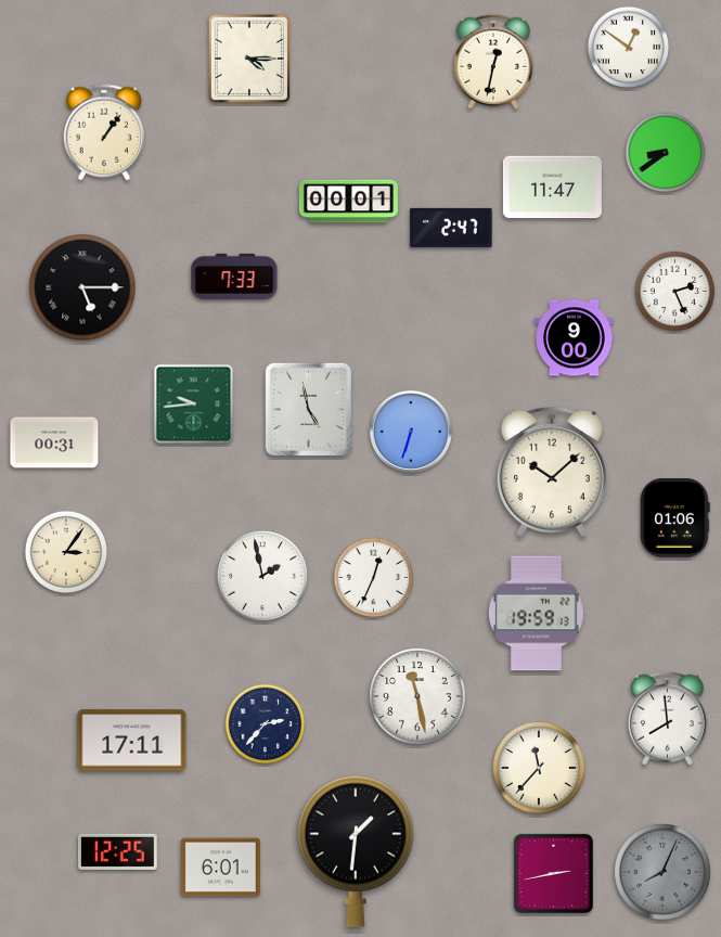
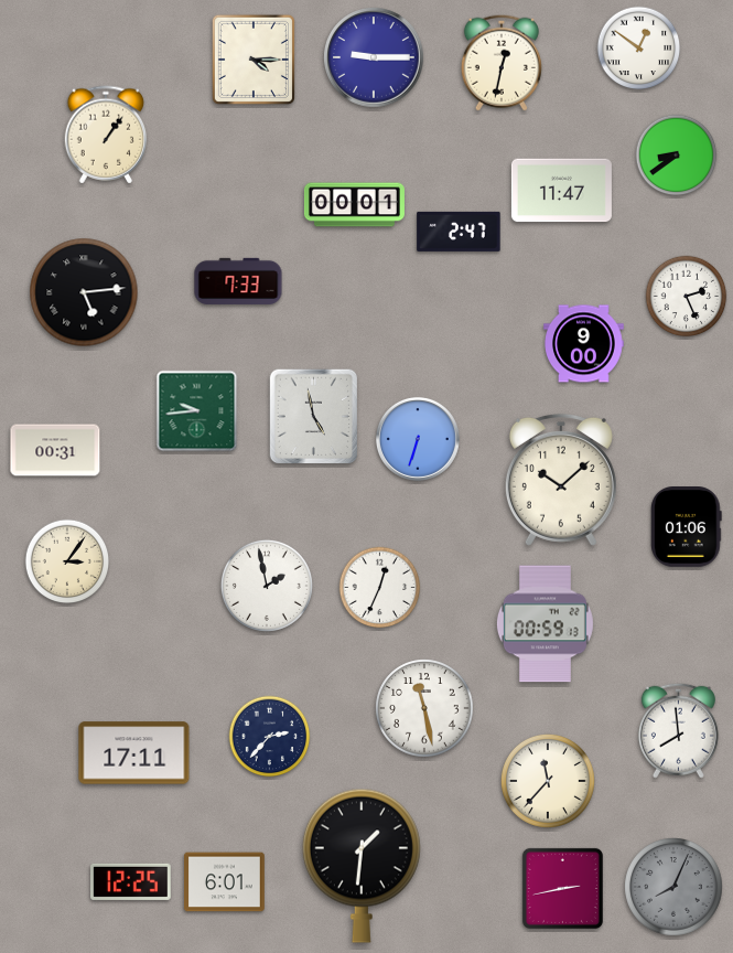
clock at (374, 57): none -> 9:15
clock at (82, 287): 5:15 -> 5:14
clock at (536, 614): 19:59 -> 00:59
clock at (118, 851) position: (118, 851) -> (131, 881)
